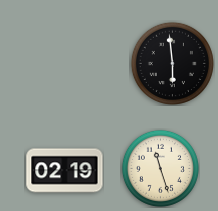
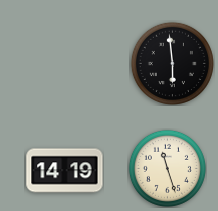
clock at (160, 168) position: (160, 168) -> (167, 168)
clock at (65, 171): 02:19 -> 14:19
